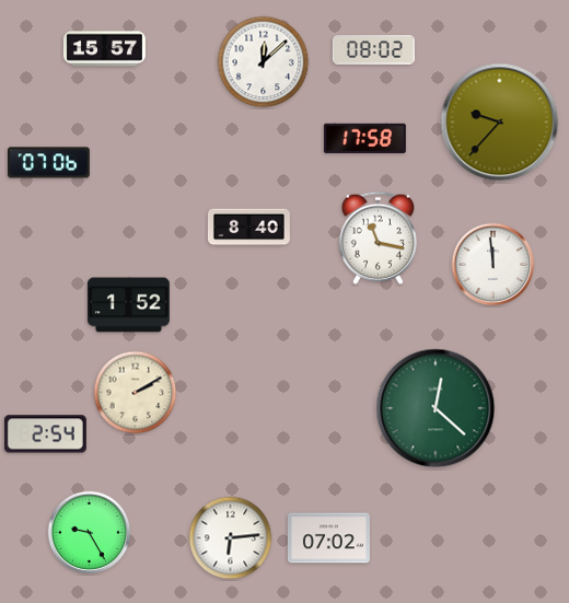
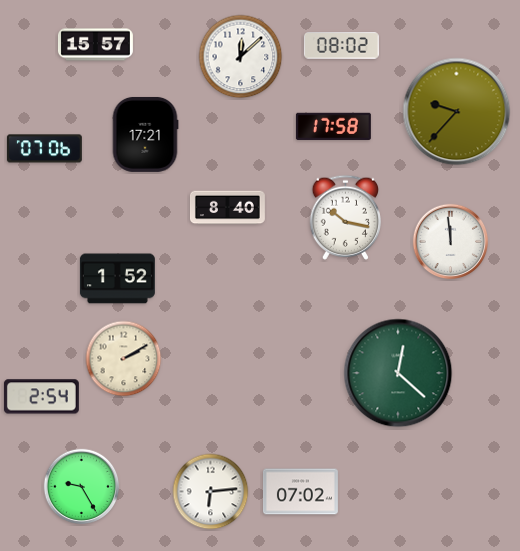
clock at (145, 134): none -> 17:21
clock at (378, 237): 11:17 -> 10:17
